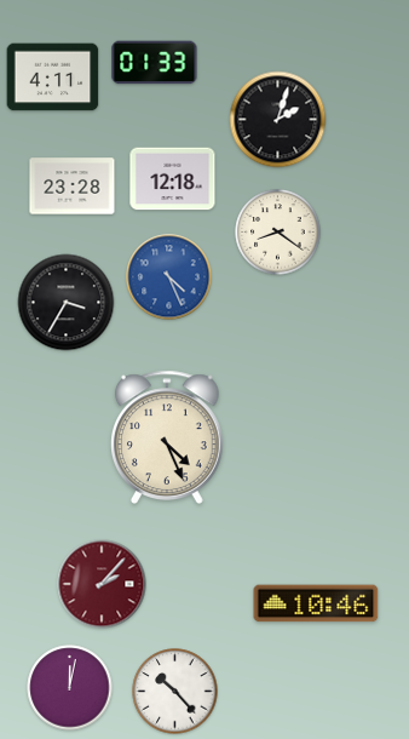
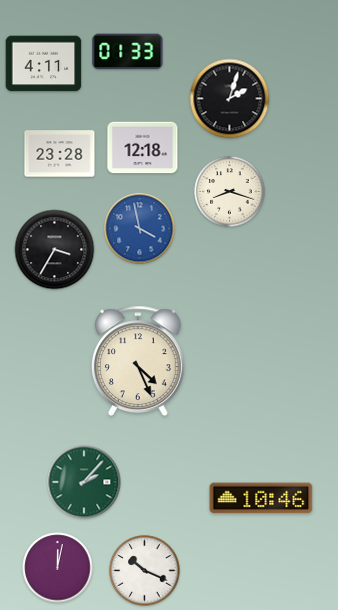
clock at (278, 233): 8:21 -> 8:18
clock at (169, 277): 4:26 -> 3:58
clock at (102, 584) dial: burgundy -> green
clock at (175, 692): 10:23 -> 10:19
